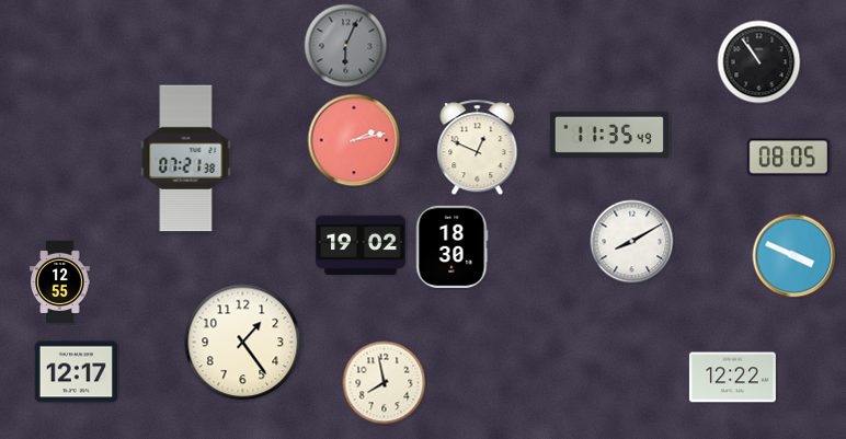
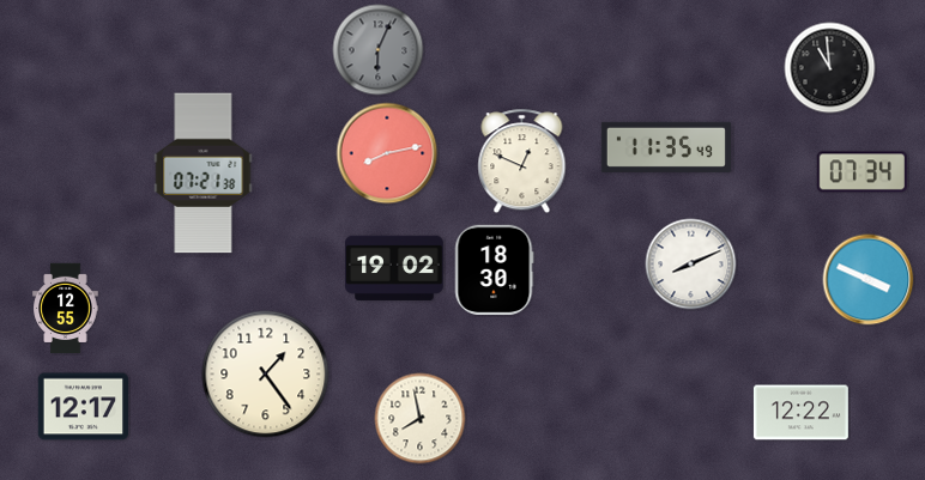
clock at (759, 62): 10:54 -> 10:59
clock at (354, 140): 2:13 -> 8:13
clock at (788, 158): 08:05 -> 07:34
clock at (632, 242): 8:10 -> 8:11
